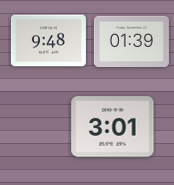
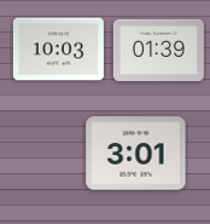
clock at (48, 41): 9:48 -> 10:03
